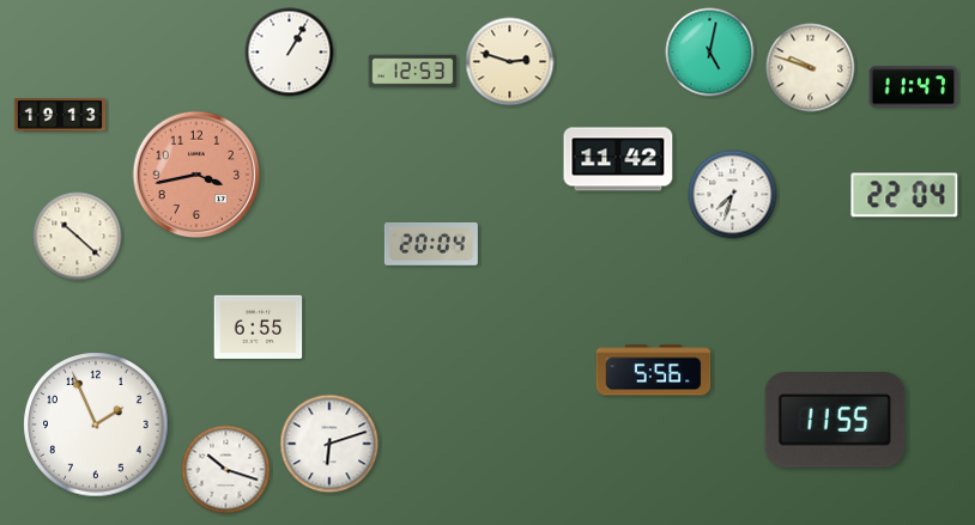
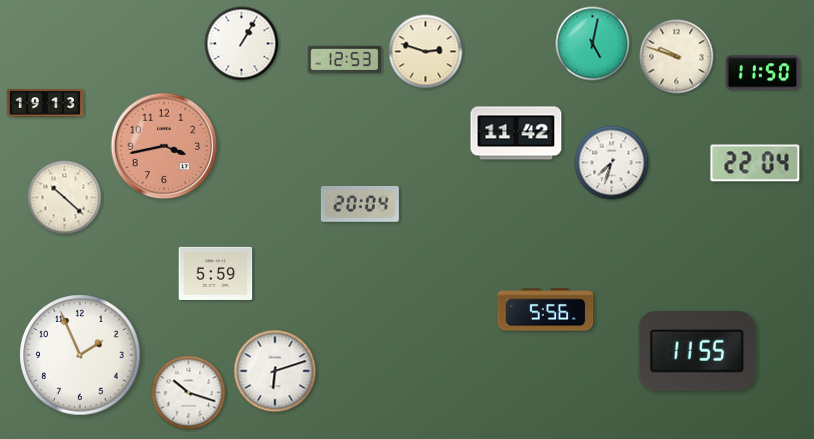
clock at (914, 87): 11:47 -> 11:50
clock at (59, 115) position: (59, 115) -> (44, 103)
clock at (259, 326): 6:55 -> 5:59
